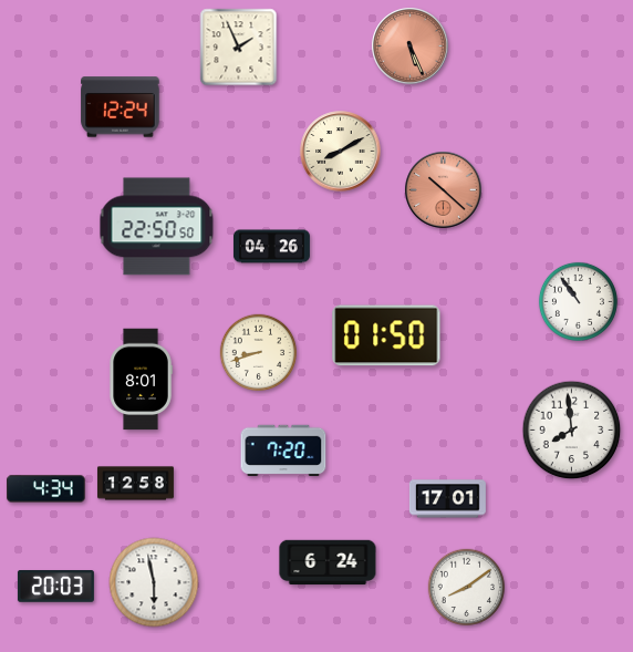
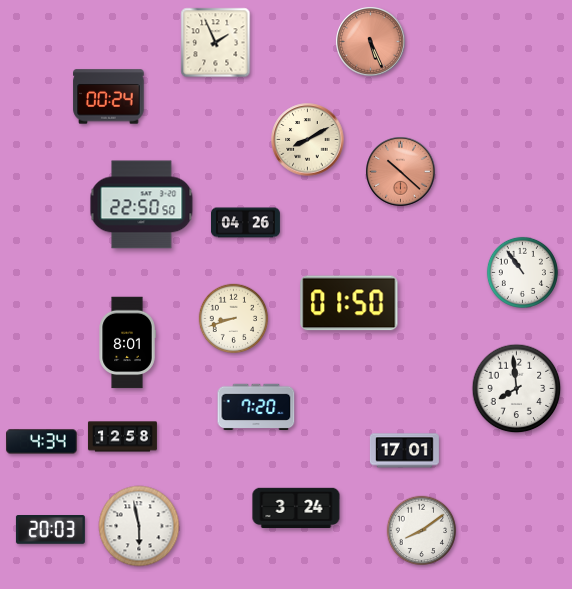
clock at (121, 107): 12:24 -> 00:24
clock at (341, 152) position: (341, 152) -> (308, 140)
clock at (328, 562): 6:24 -> 3:24
